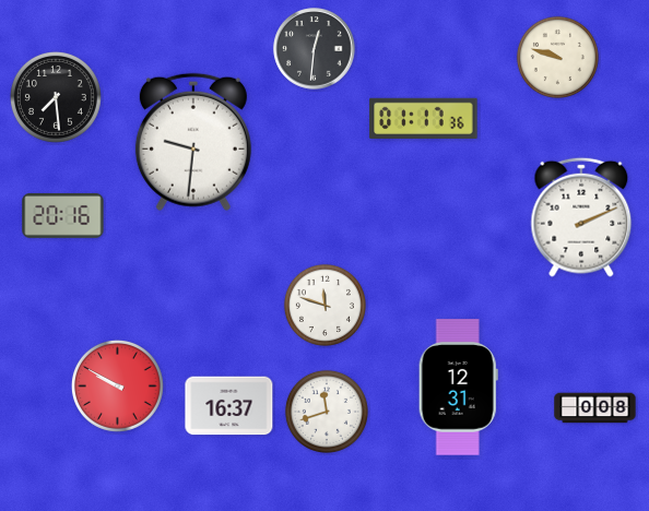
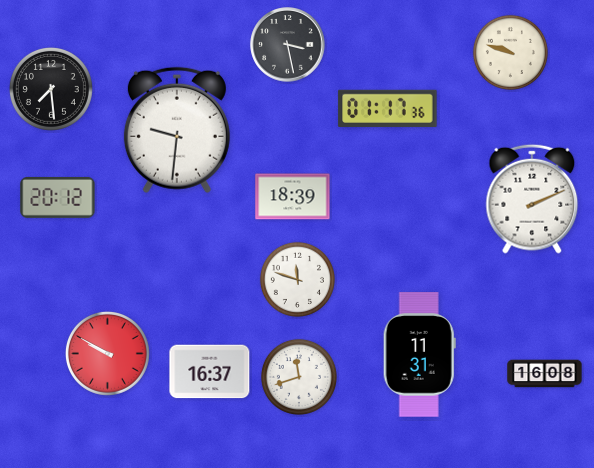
clock at (315, 49): 12:31 -> 3:28
clock at (63, 215): 20:16 -> 20:12
clock at (293, 197): none -> 18:39
clock at (458, 388): 12:31 -> 11:31
clock at (595, 408): 0:08 -> 16:08
